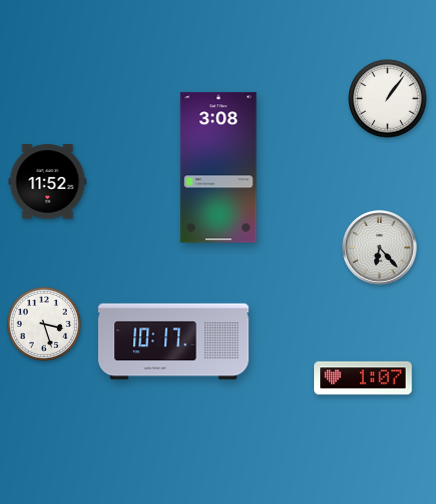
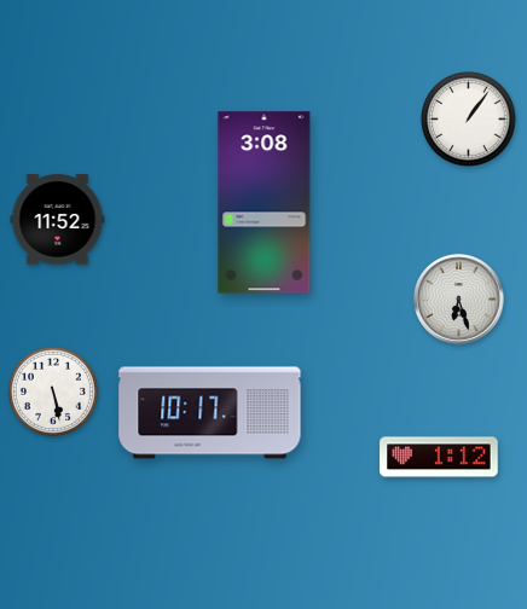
clock at (380, 248): 6:23 -> 6:27
clock at (44, 324): 3:27 -> 5:28
clock at (363, 378): 1:07 -> 1:12
